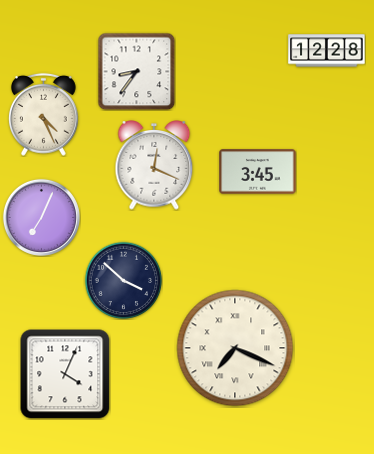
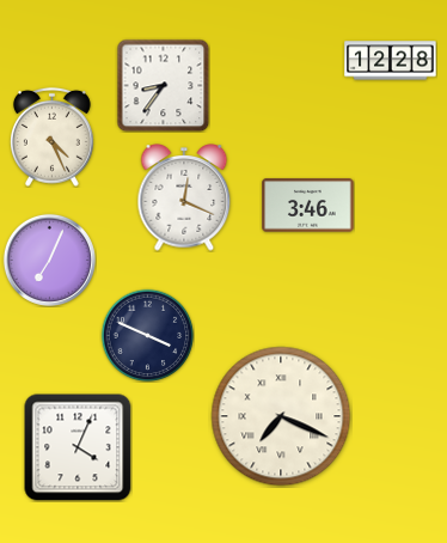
clock at (258, 172): 3:45 -> 3:46
clock at (123, 280): 3:52 -> 3:49
